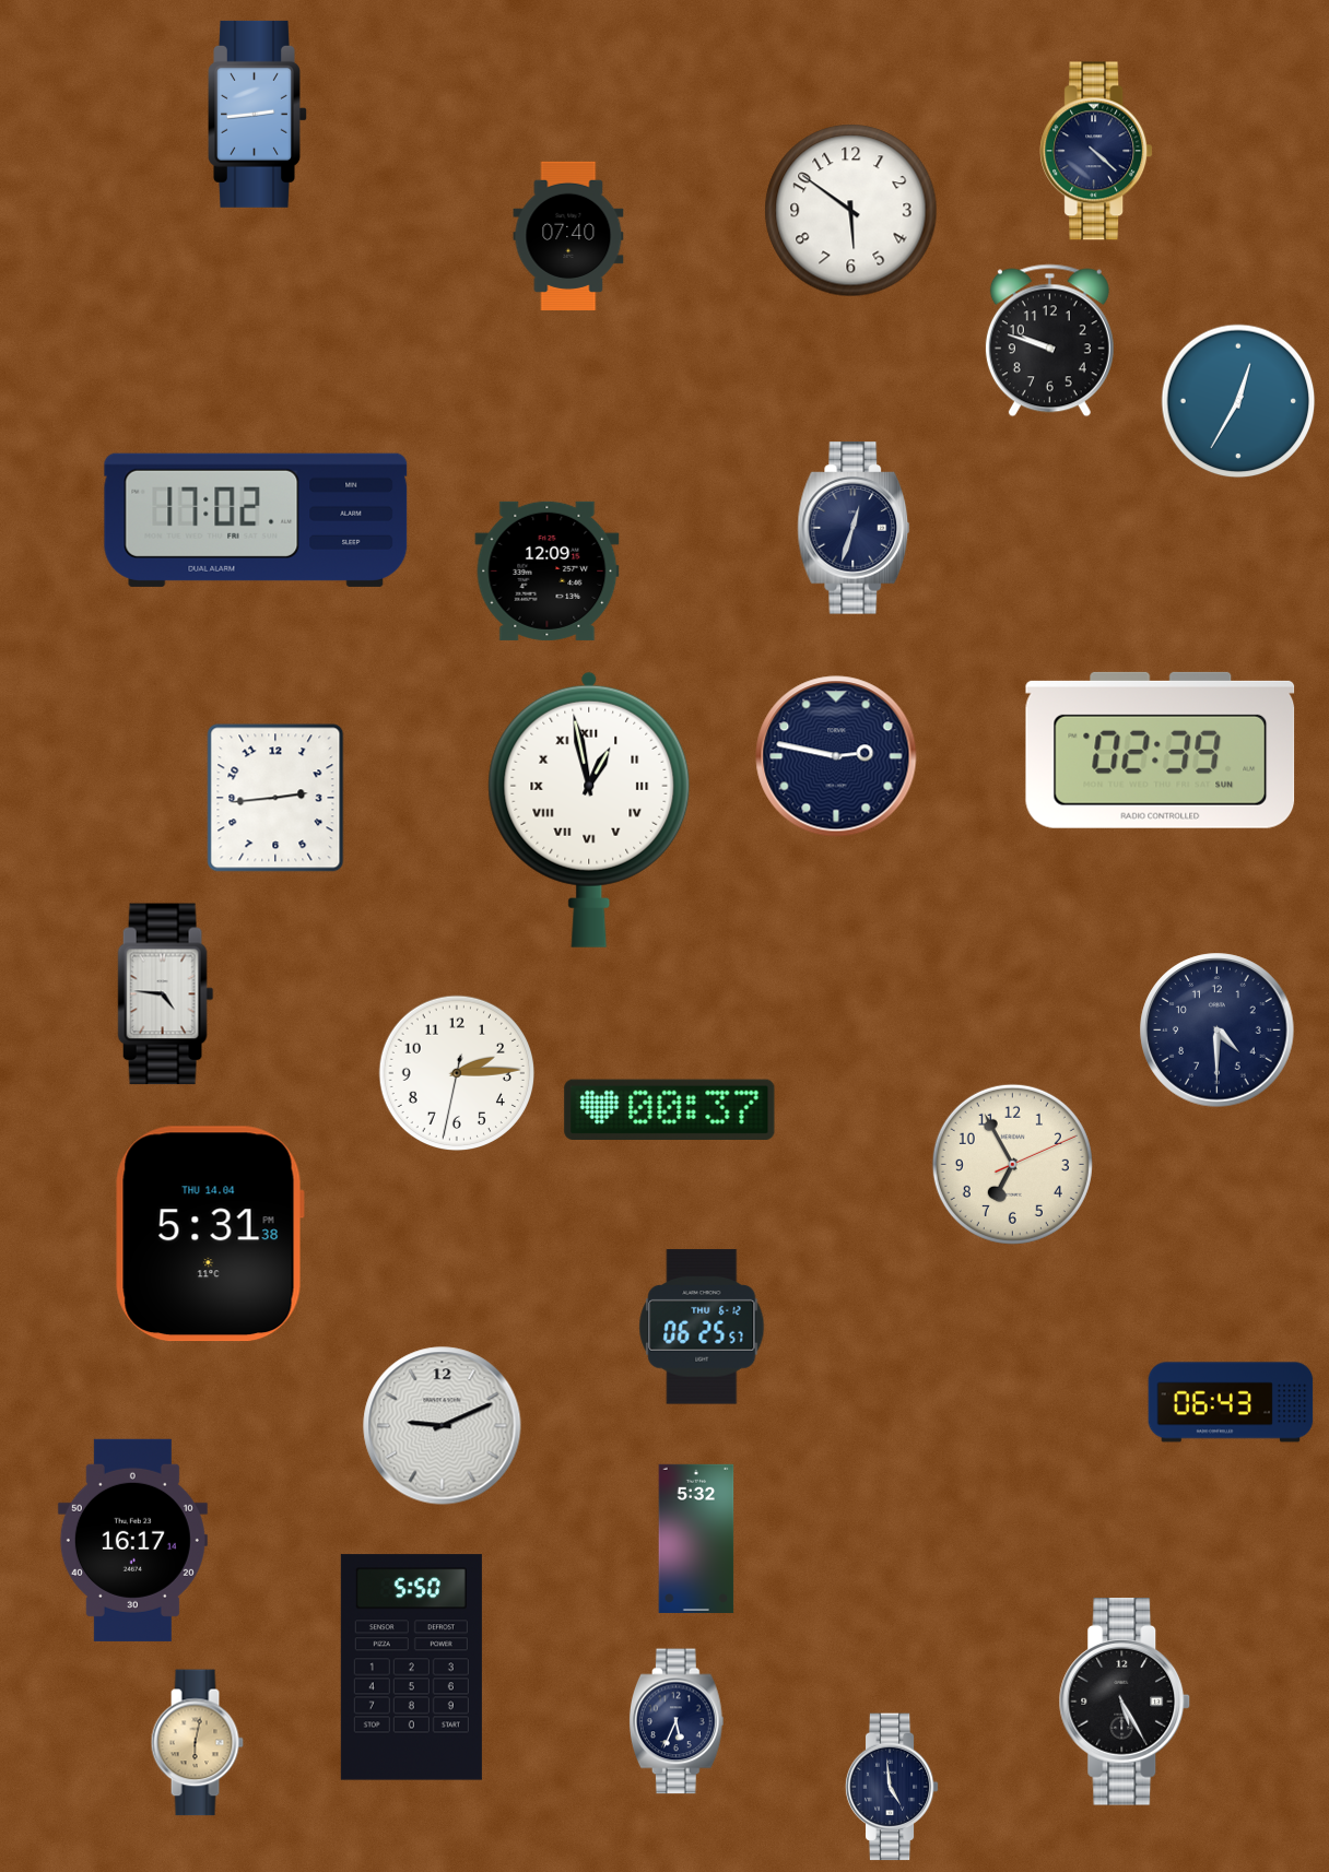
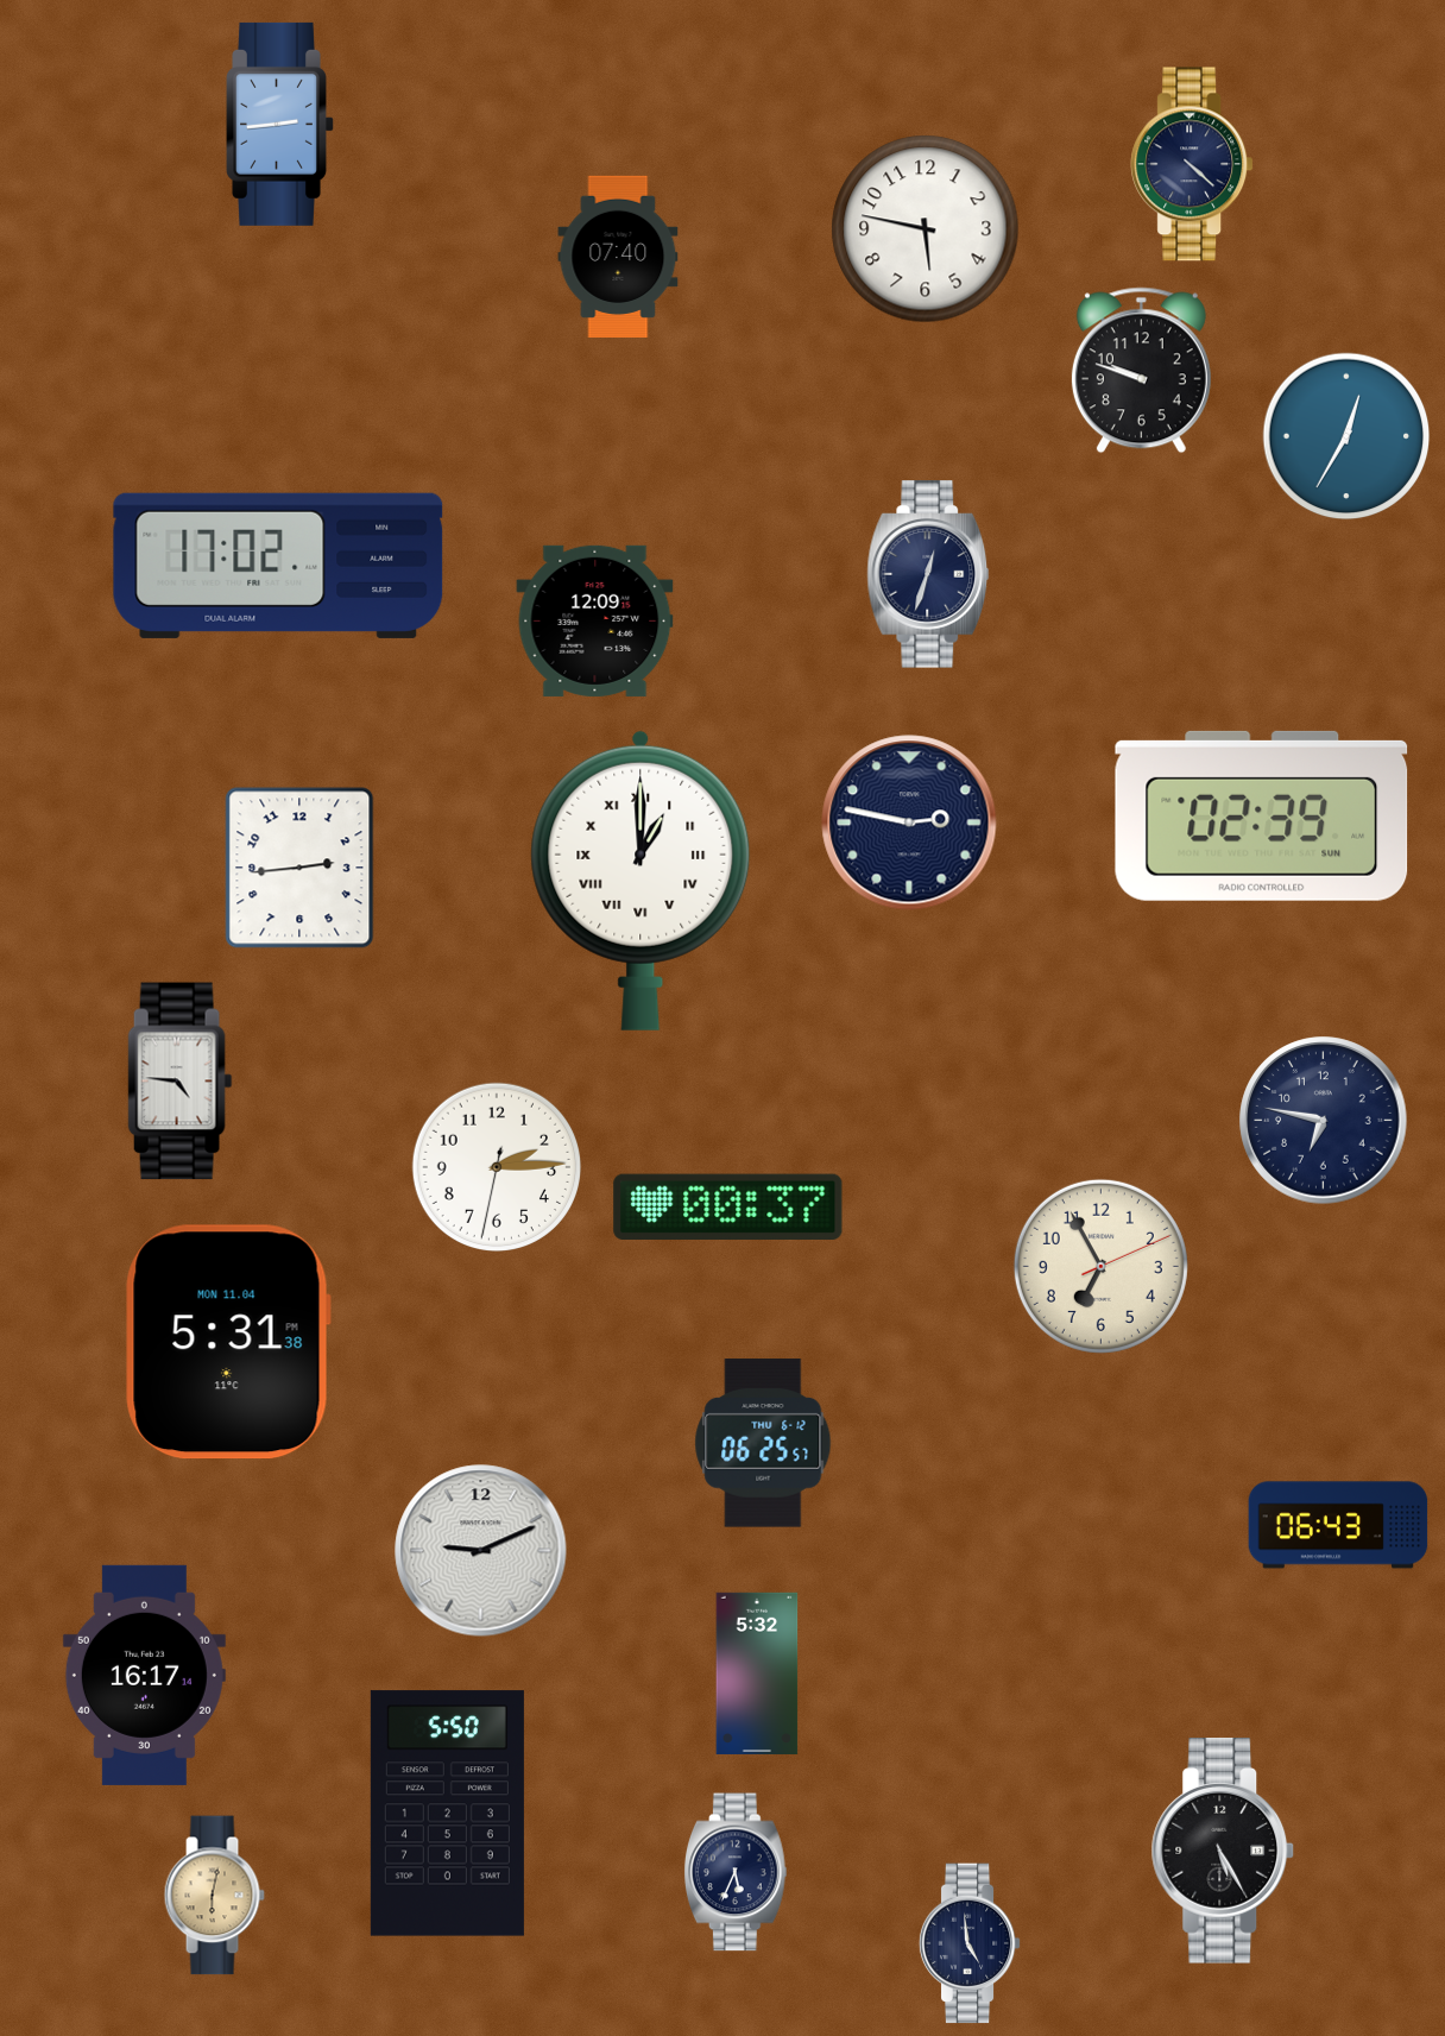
clock at (851, 211): 5:51 -> 5:47
clock at (589, 809): 12:58 -> 1:00
clock at (1218, 1031): 4:30 -> 6:47
clock at (210, 1234) date: THU 14.04 -> MON 11.04
